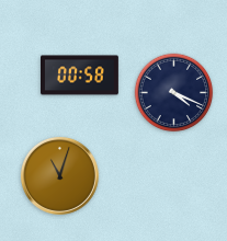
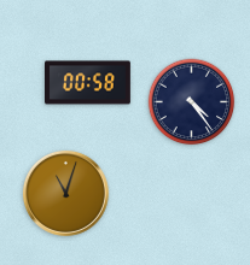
clock at (174, 93): 4:19 -> 4:24
